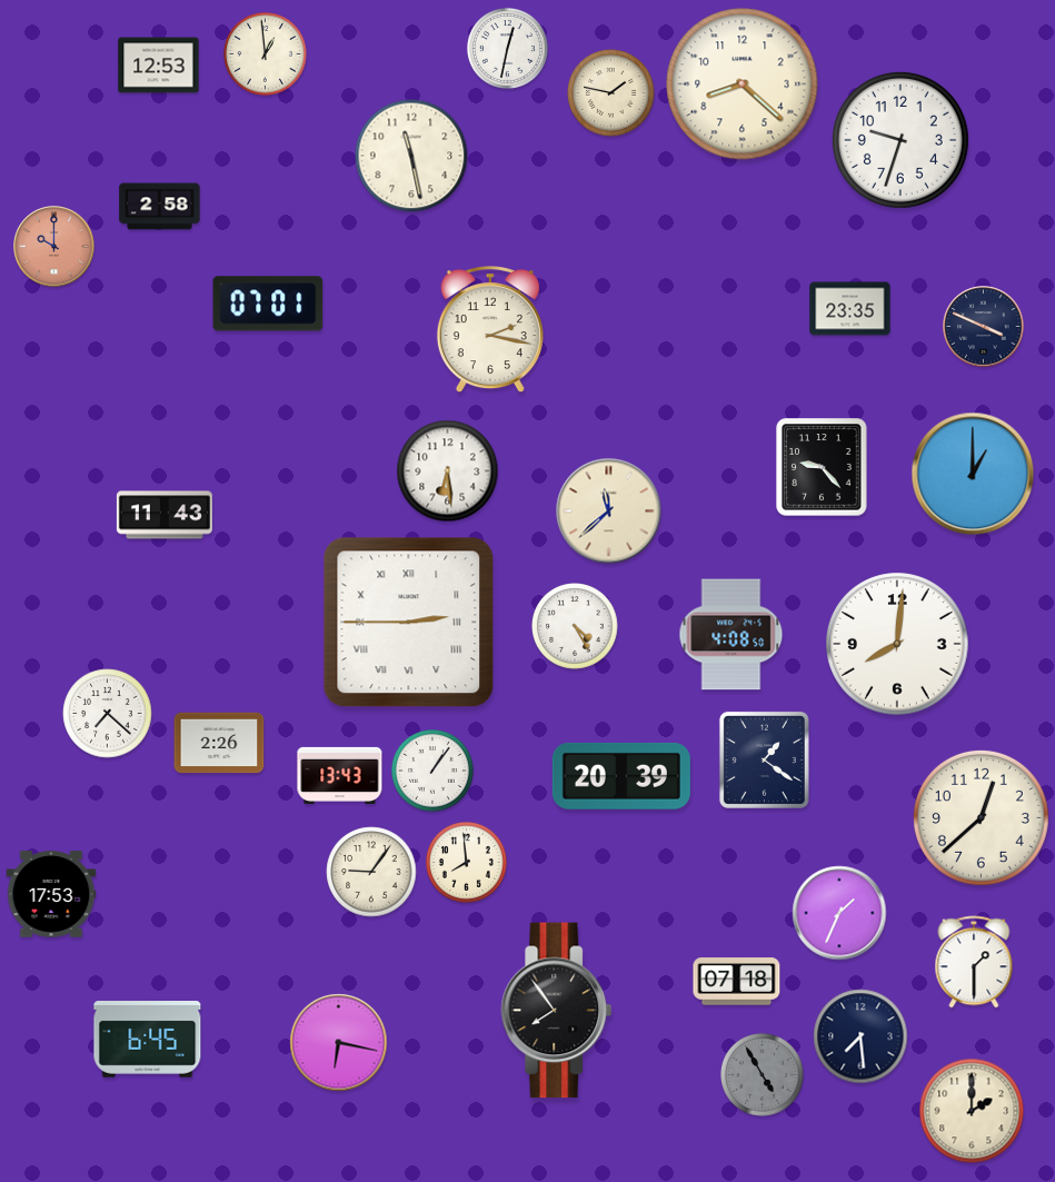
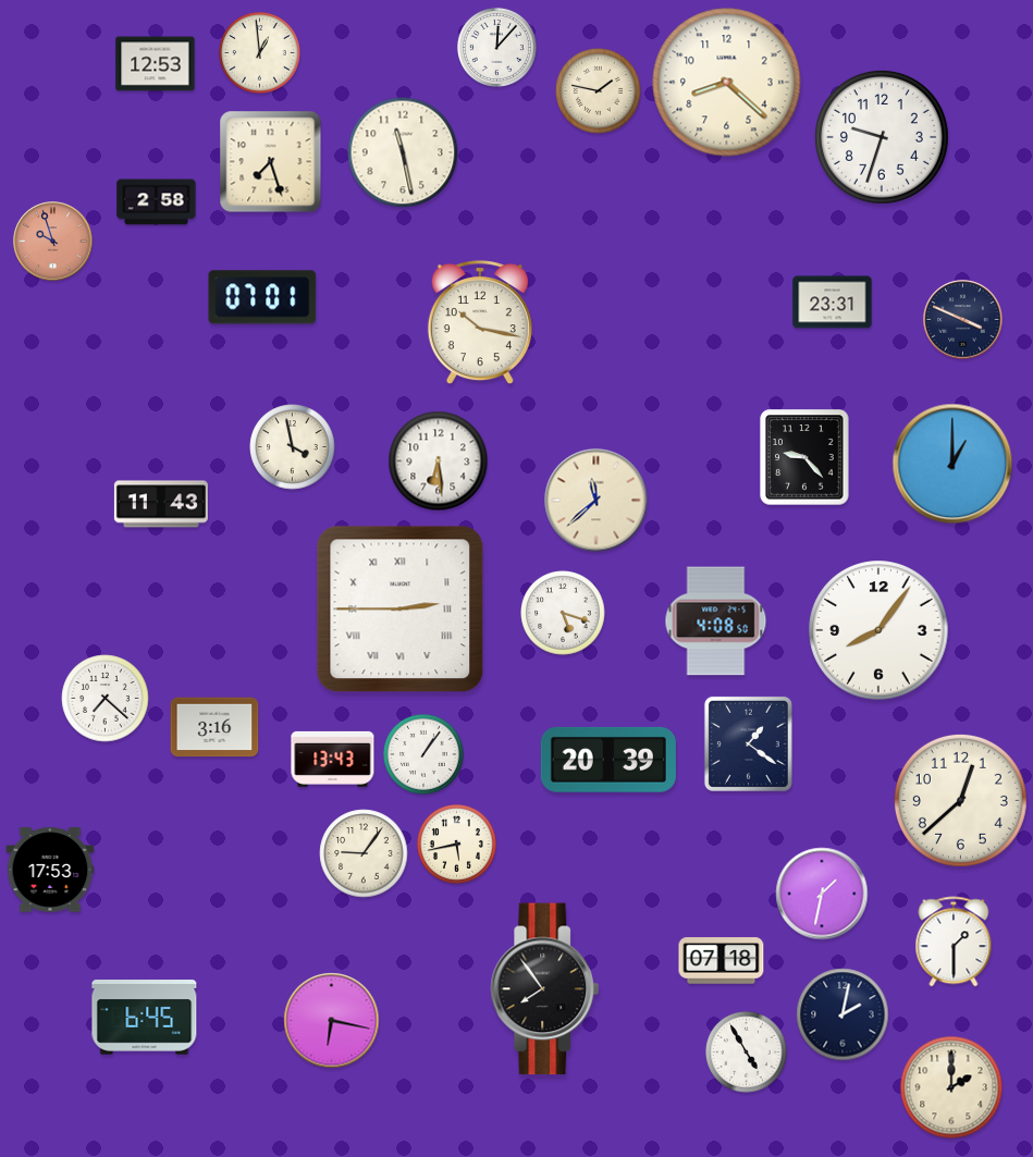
clock at (507, 48): 12:32 -> 12:07
clock at (271, 162): none -> 7:27
clock at (54, 247): 10:00 -> 9:57
clock at (850, 309): 23:35 -> 23:31
clock at (490, 330): 2:17 -> 10:17
clock at (293, 447): none -> 3:58
clock at (575, 626): 4:25 -> 5:18
clock at (897, 644): 8:01 -> 8:06
clock at (219, 743): 2:26 -> 3:16
clock at (466, 862): 7:59 -> 5:43
clock at (51, 894) position: (51, 894) -> (50, 870)
clock at (839, 913): 1:34 -> 1:32
clock at (860, 1036): 7:29 -> 2:02
clock at (763, 1075) dial: grey -> white
